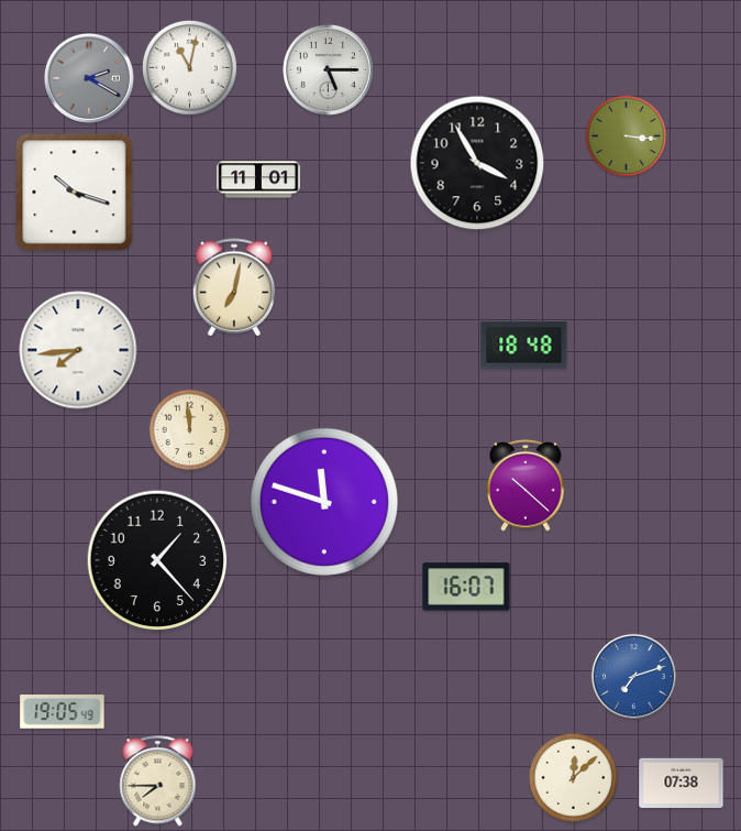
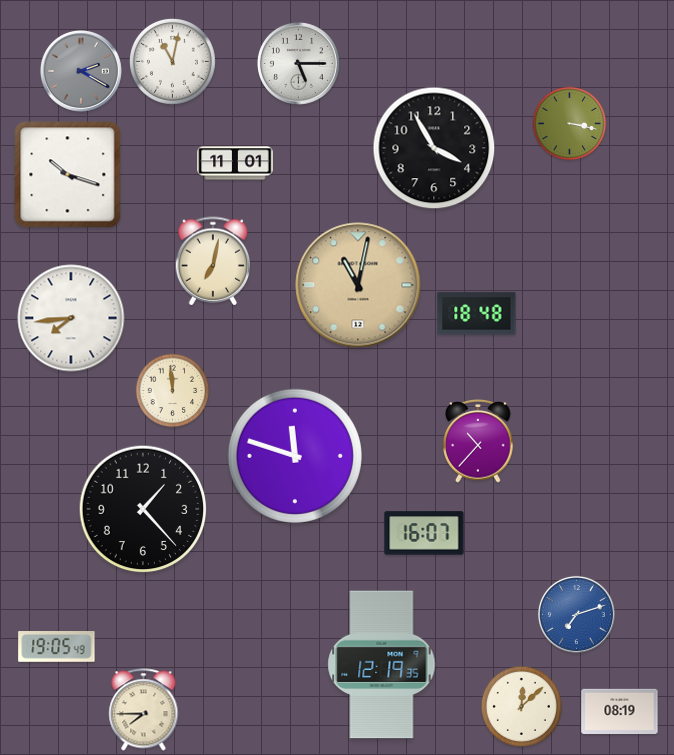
clock at (627, 136): 3:16 -> 3:17
clock at (358, 285): none -> 11:02
clock at (526, 485): 10:22 -> 10:37
clock at (382, 665): none -> 12:19
clock at (682, 783): 07:38 -> 08:19
